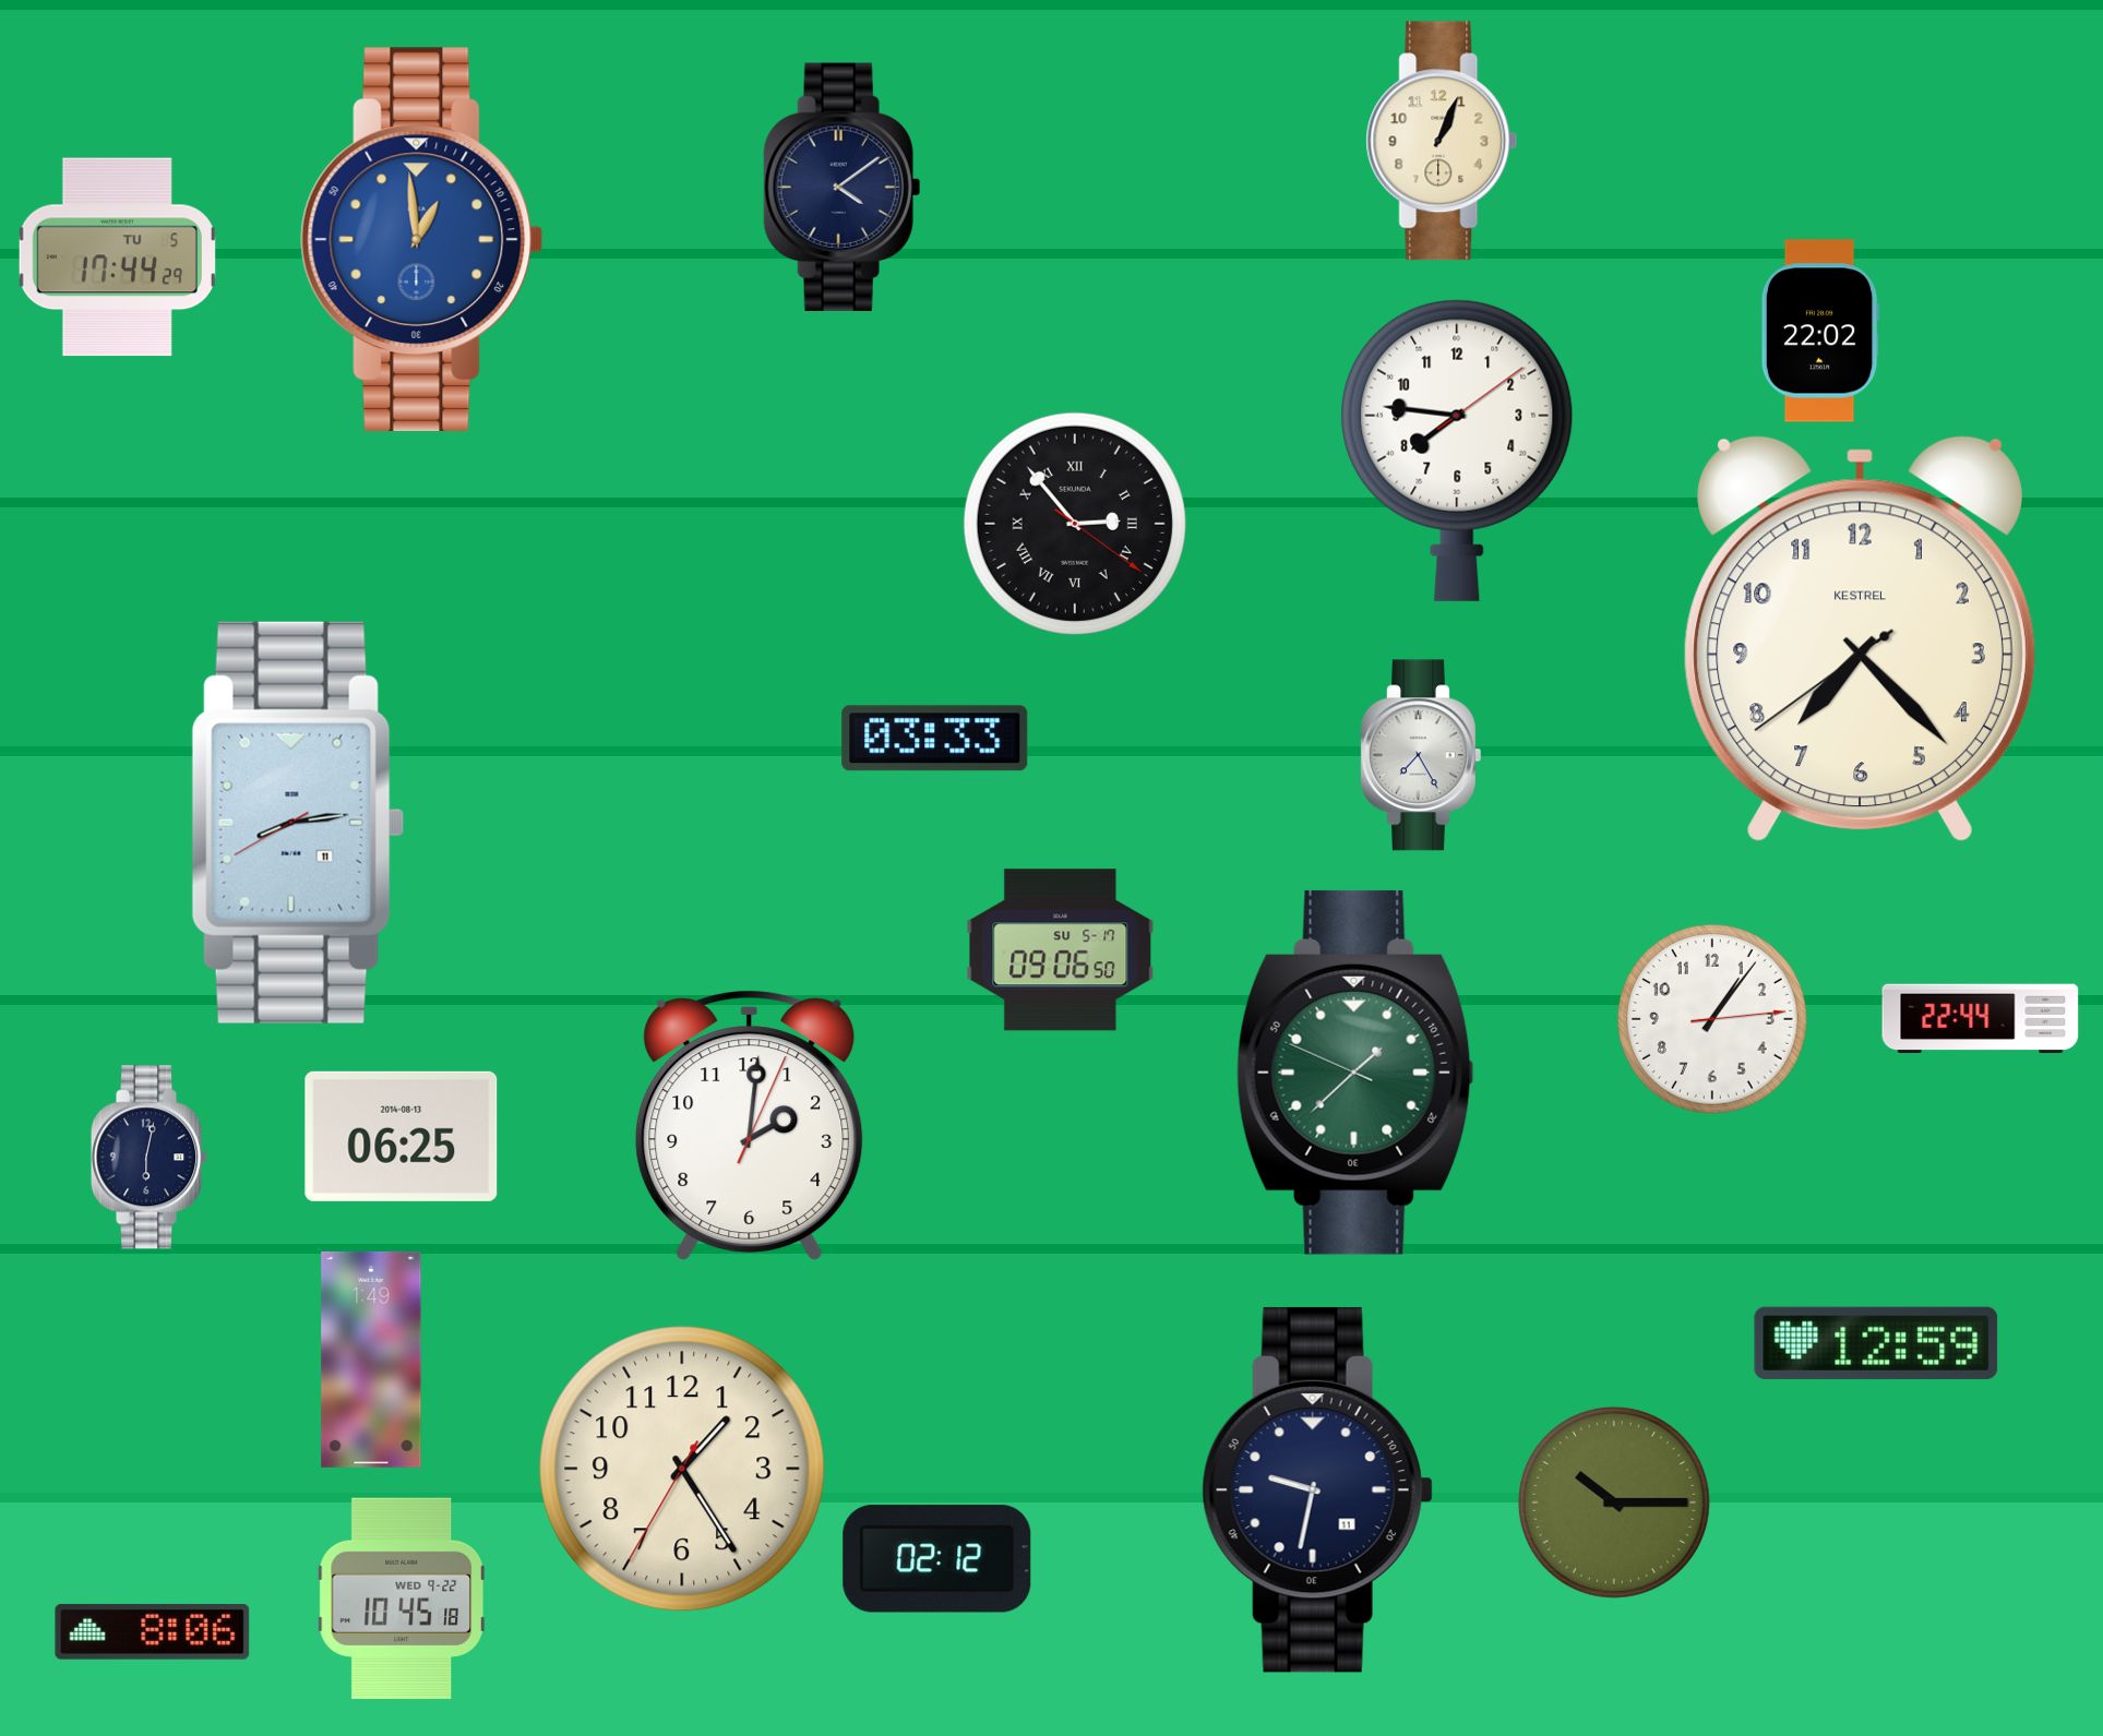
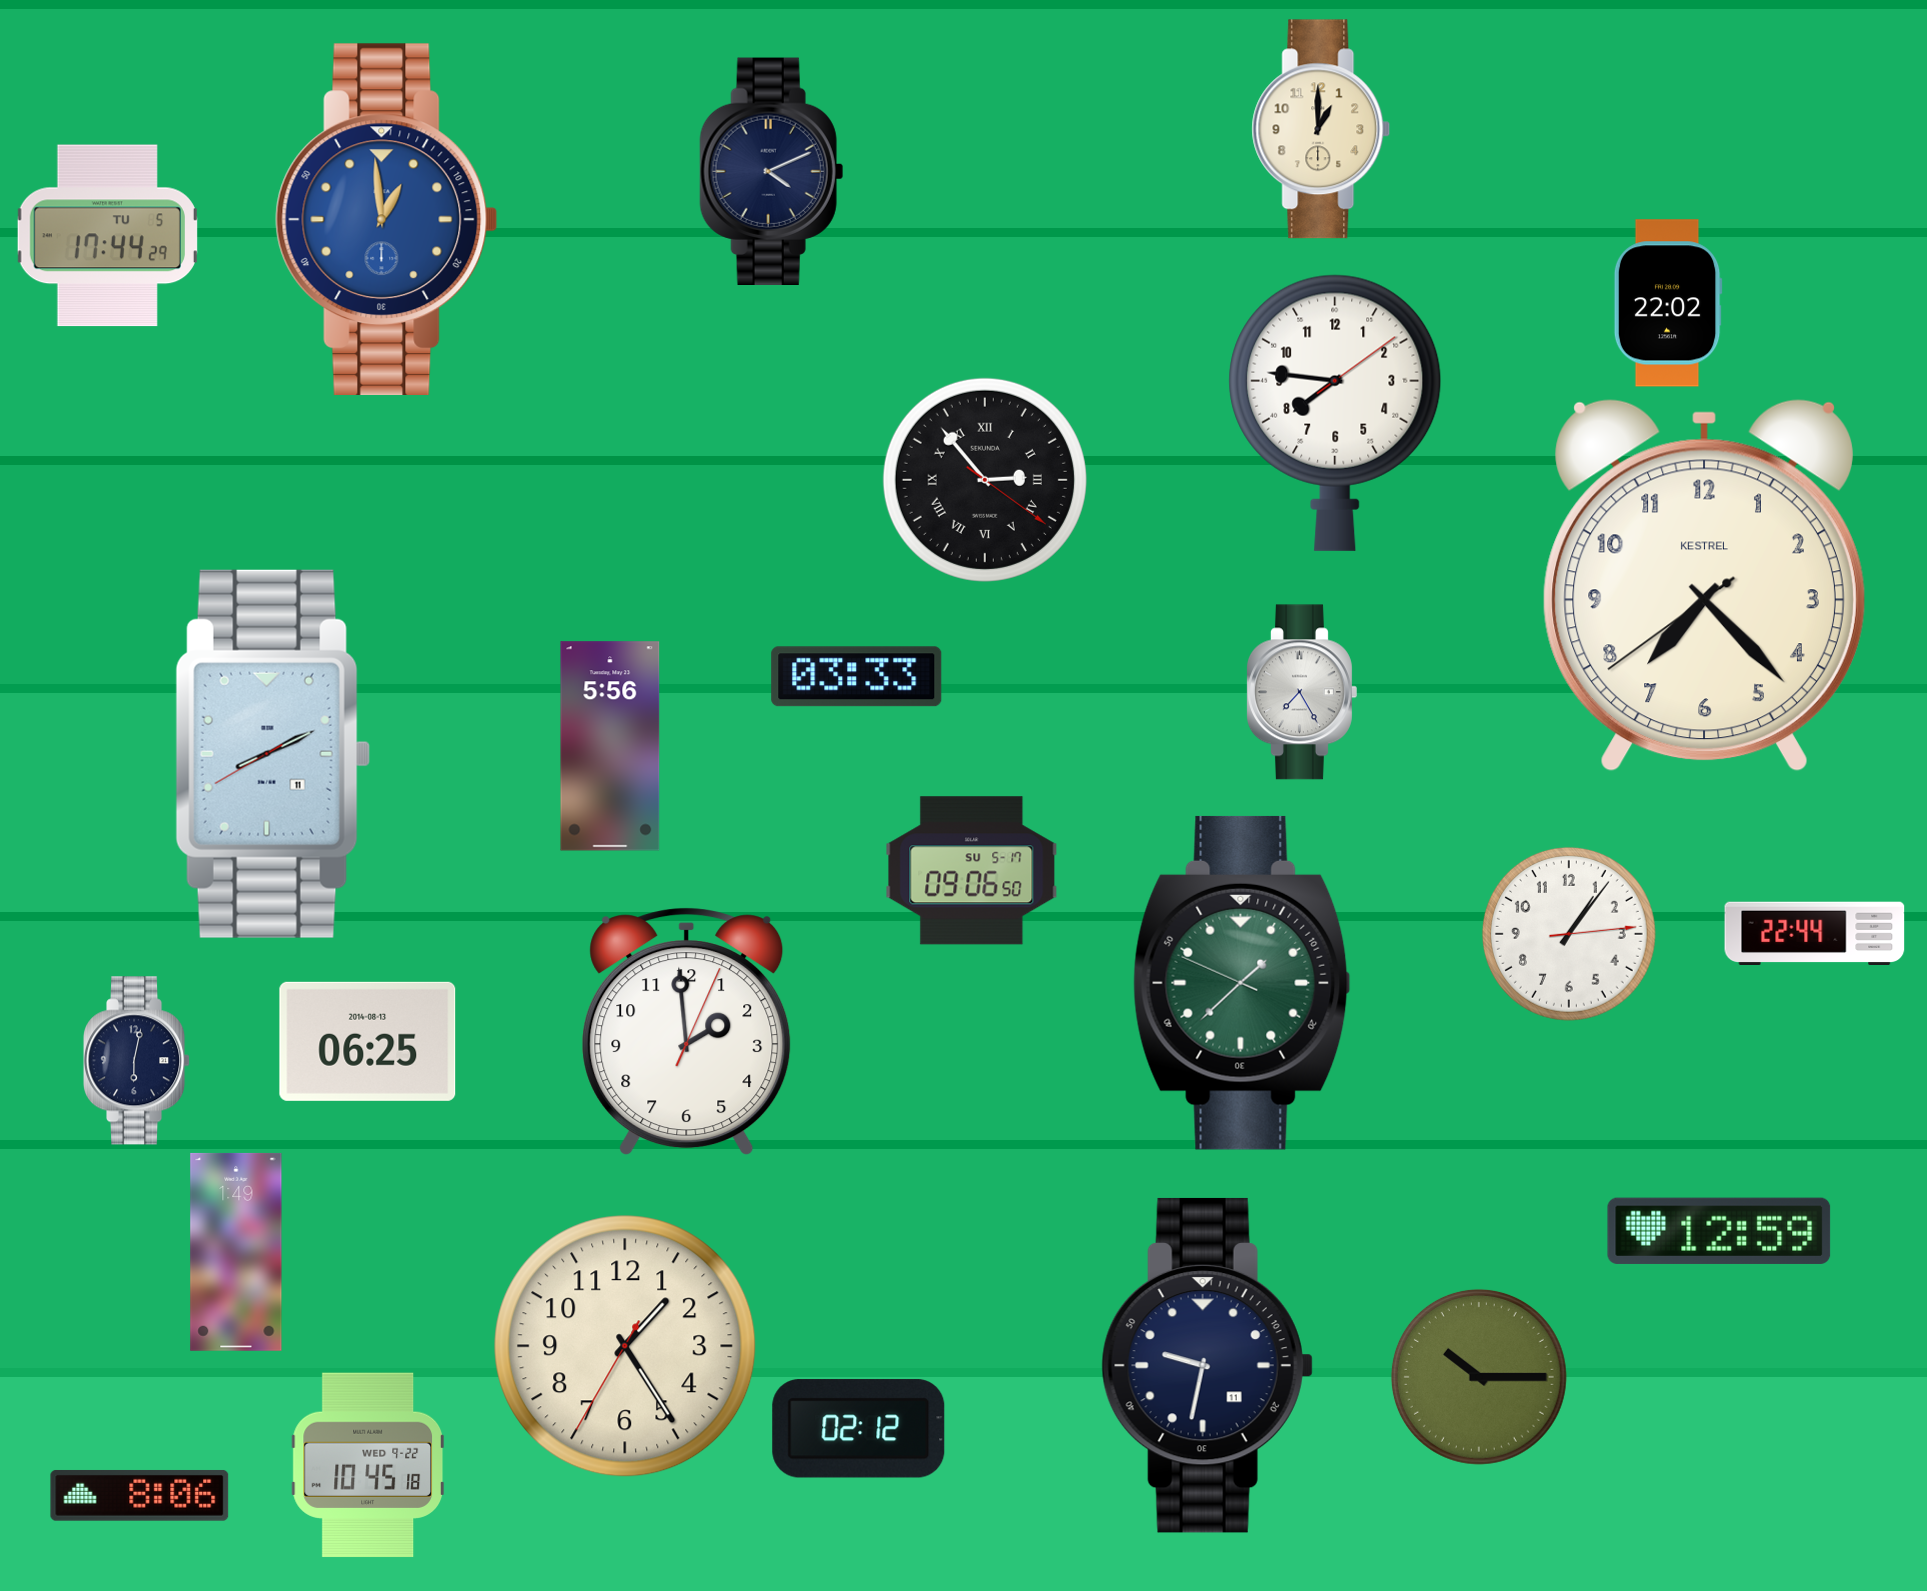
clock at (1442, 141): 1:04 -> 1:00
clock at (841, 187): 4:09 -> 4:11
clock at (610, 746): none -> 5:56
clock at (298, 823): 8:13 -> 8:10
clock at (750, 1126): 2:01 -> 1:59
clock at (371, 1360) position: (371, 1360) -> (236, 1252)
